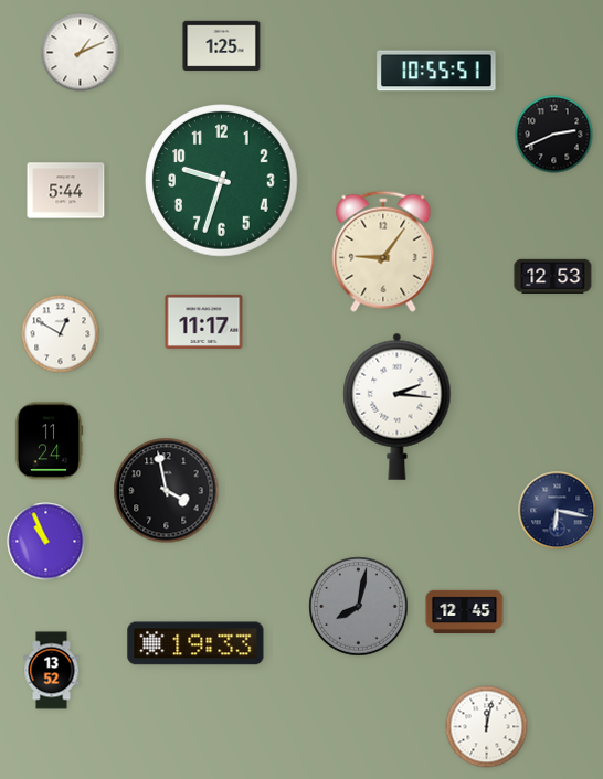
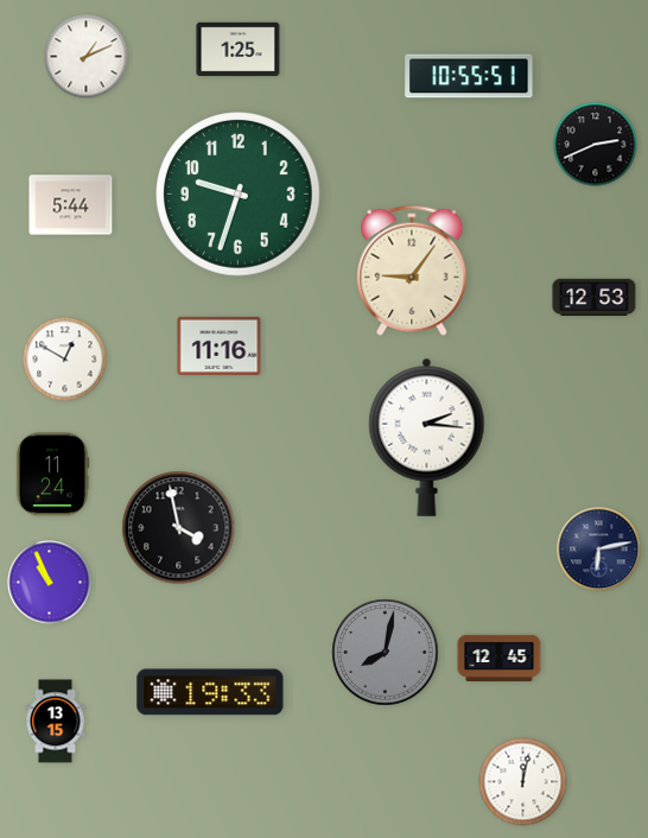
clock at (204, 321): 11:17 -> 11:16
clock at (558, 511): 6:17 -> 6:13
clock at (52, 671): 13:52 -> 13:15
